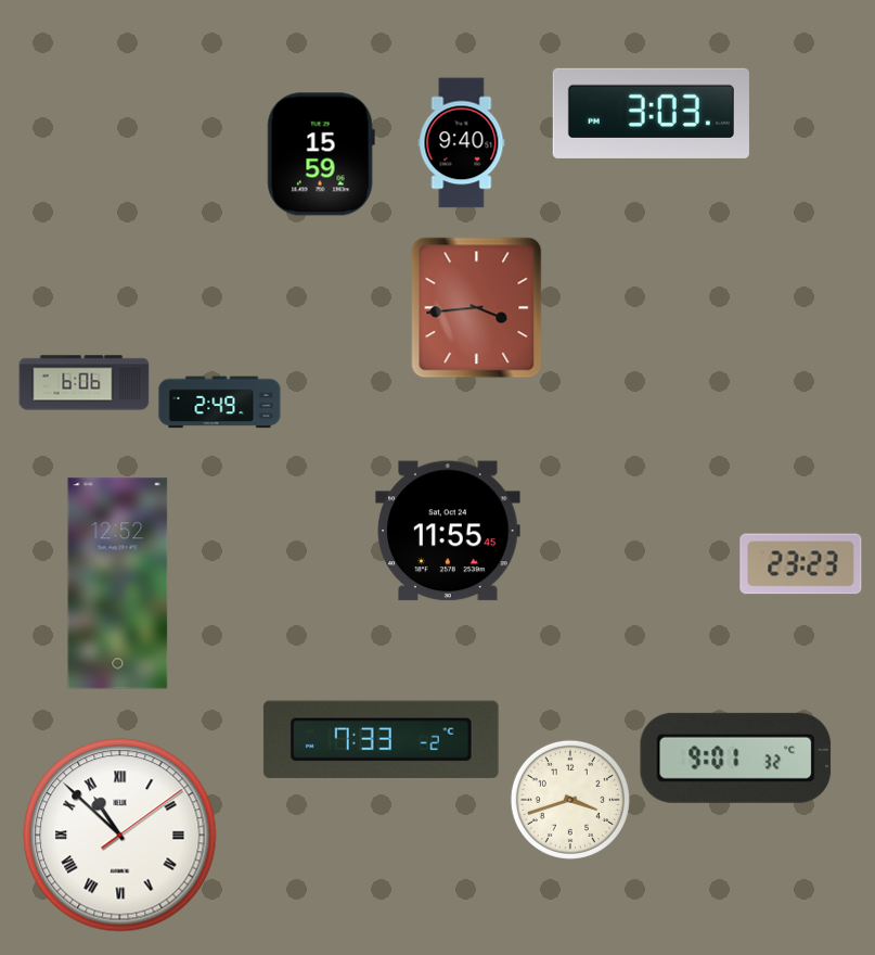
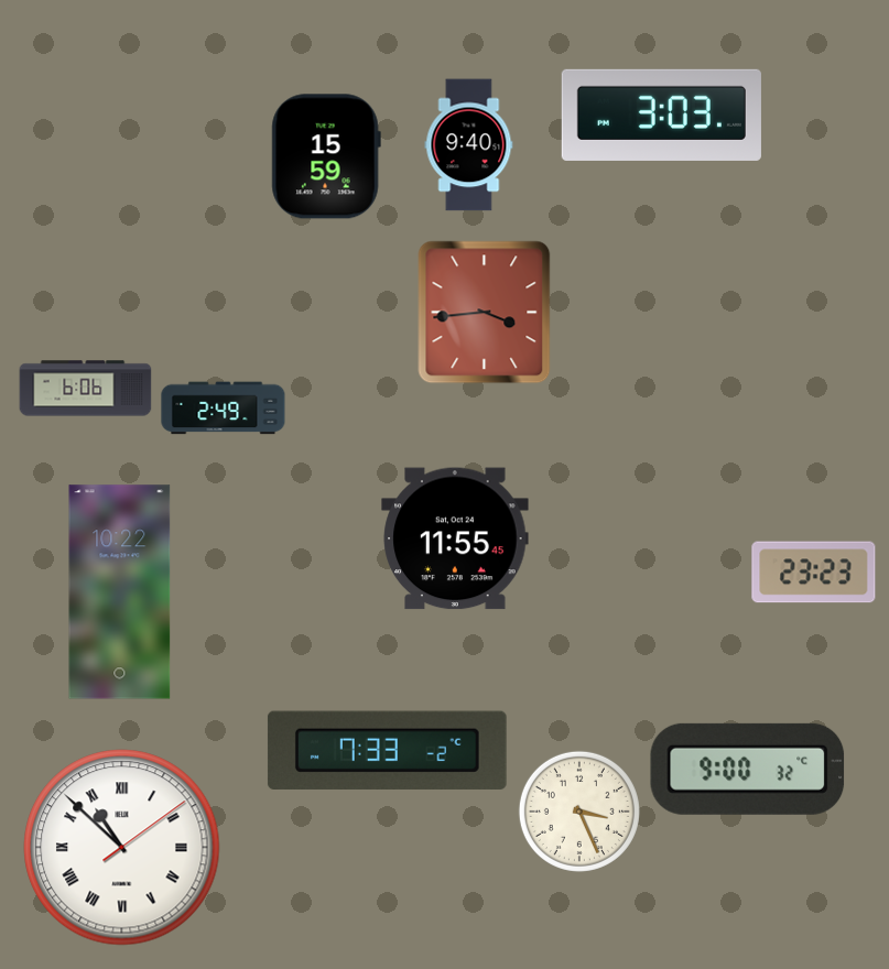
clock at (118, 584): 12:52 -> 10:22
clock at (736, 757): 9:01 -> 9:00
clock at (570, 800): 3:42 -> 3:26
